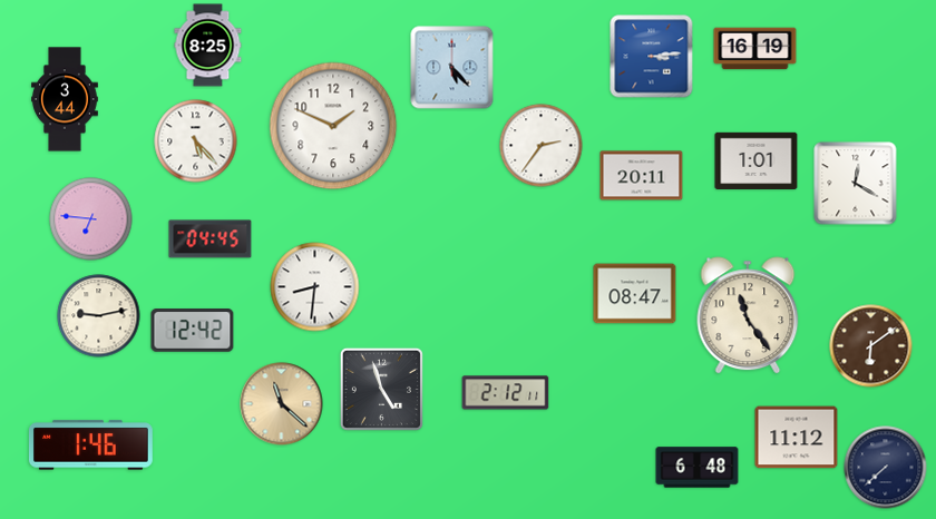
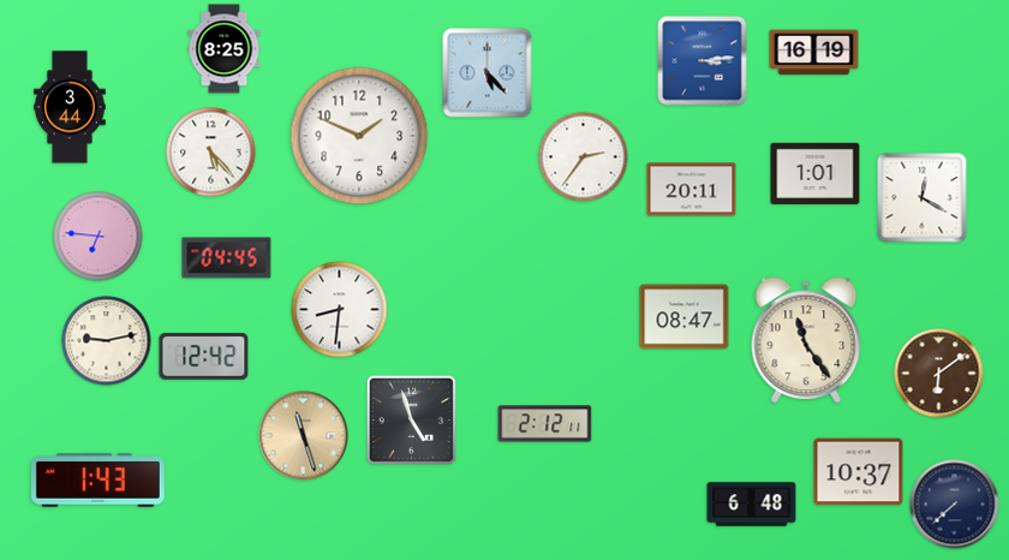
clock at (193, 331) position: (193, 331) -> (204, 357)
clock at (282, 404): 11:22 -> 11:27
clock at (797, 438): 11:12 -> 10:37
clock at (90, 445): 1:46 -> 1:43
